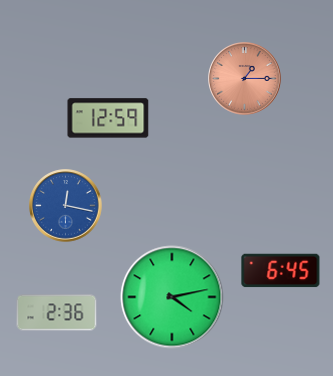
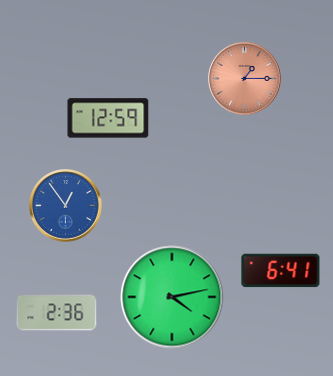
clock at (66, 206): 12:17 -> 12:54
clock at (281, 271): 6:45 -> 6:41
